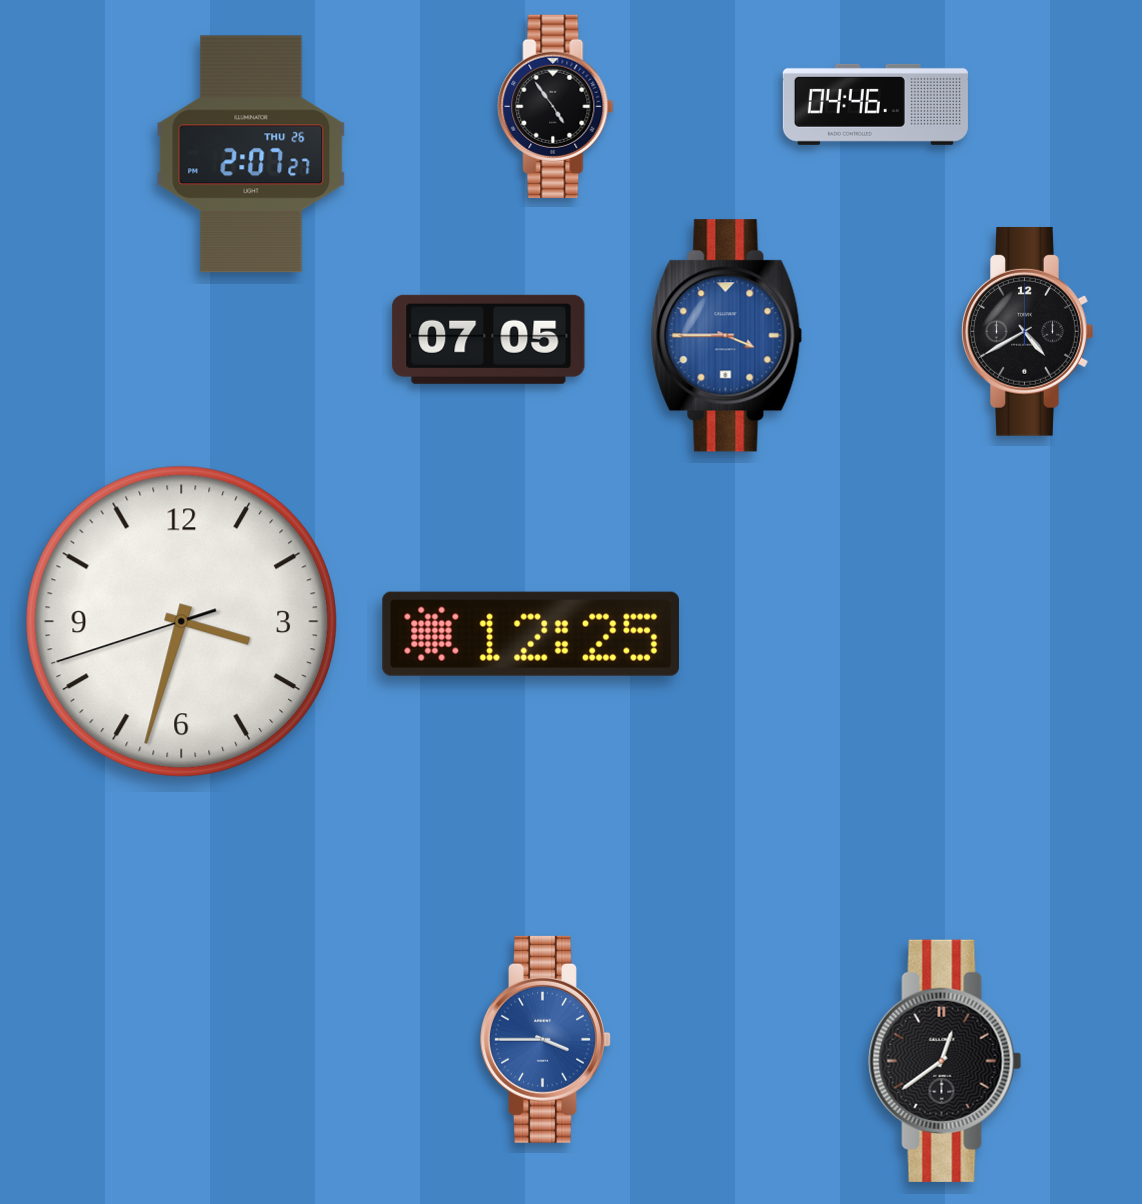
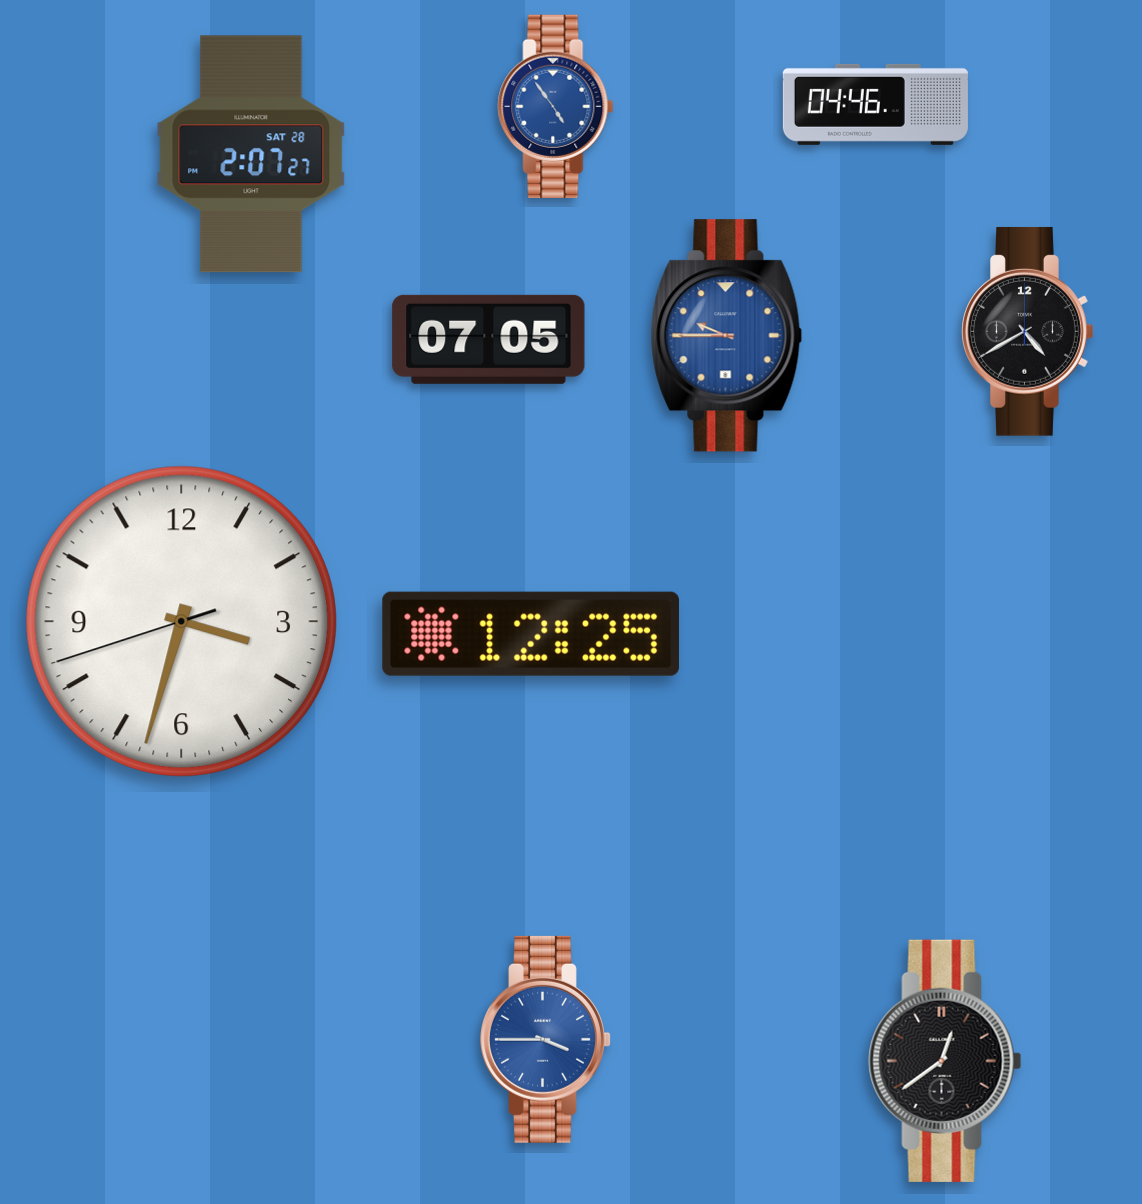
clock at (556, 106) dial: black -> blue
clock at (251, 154) date: THU 26 -> SAT 28
clock at (727, 336): 3:45 -> 9:45
